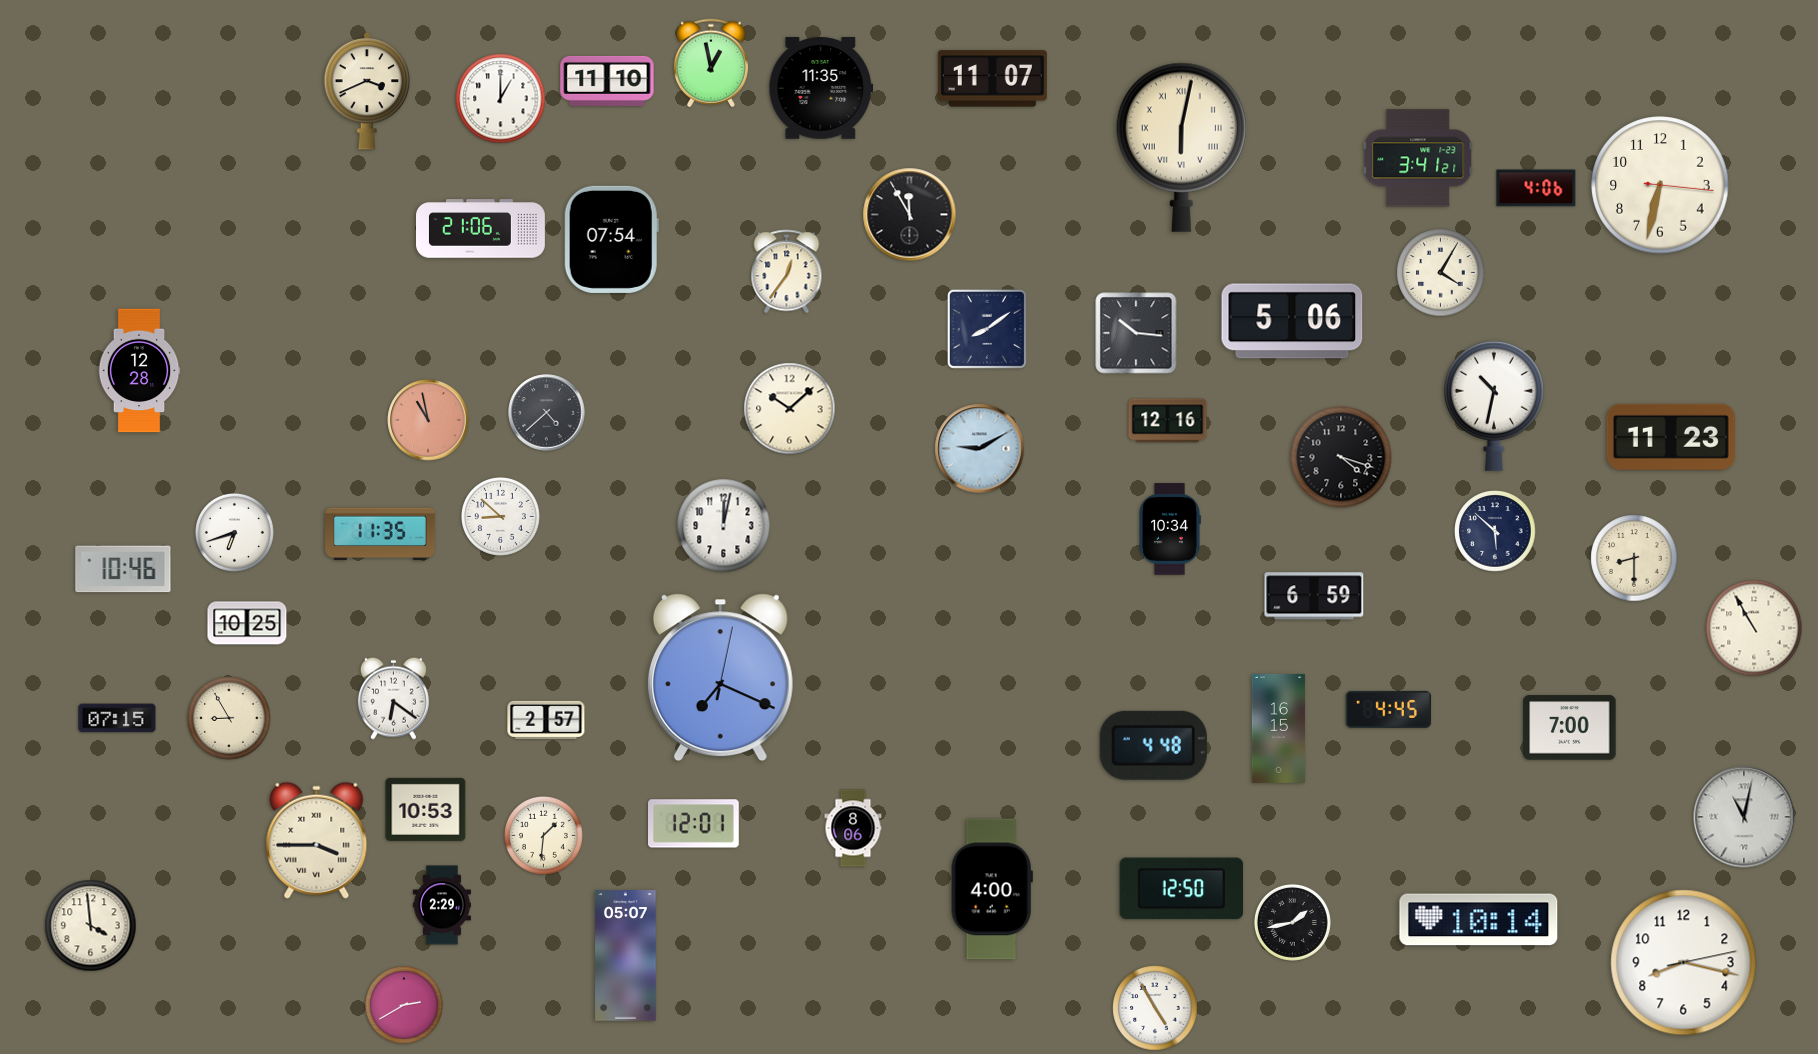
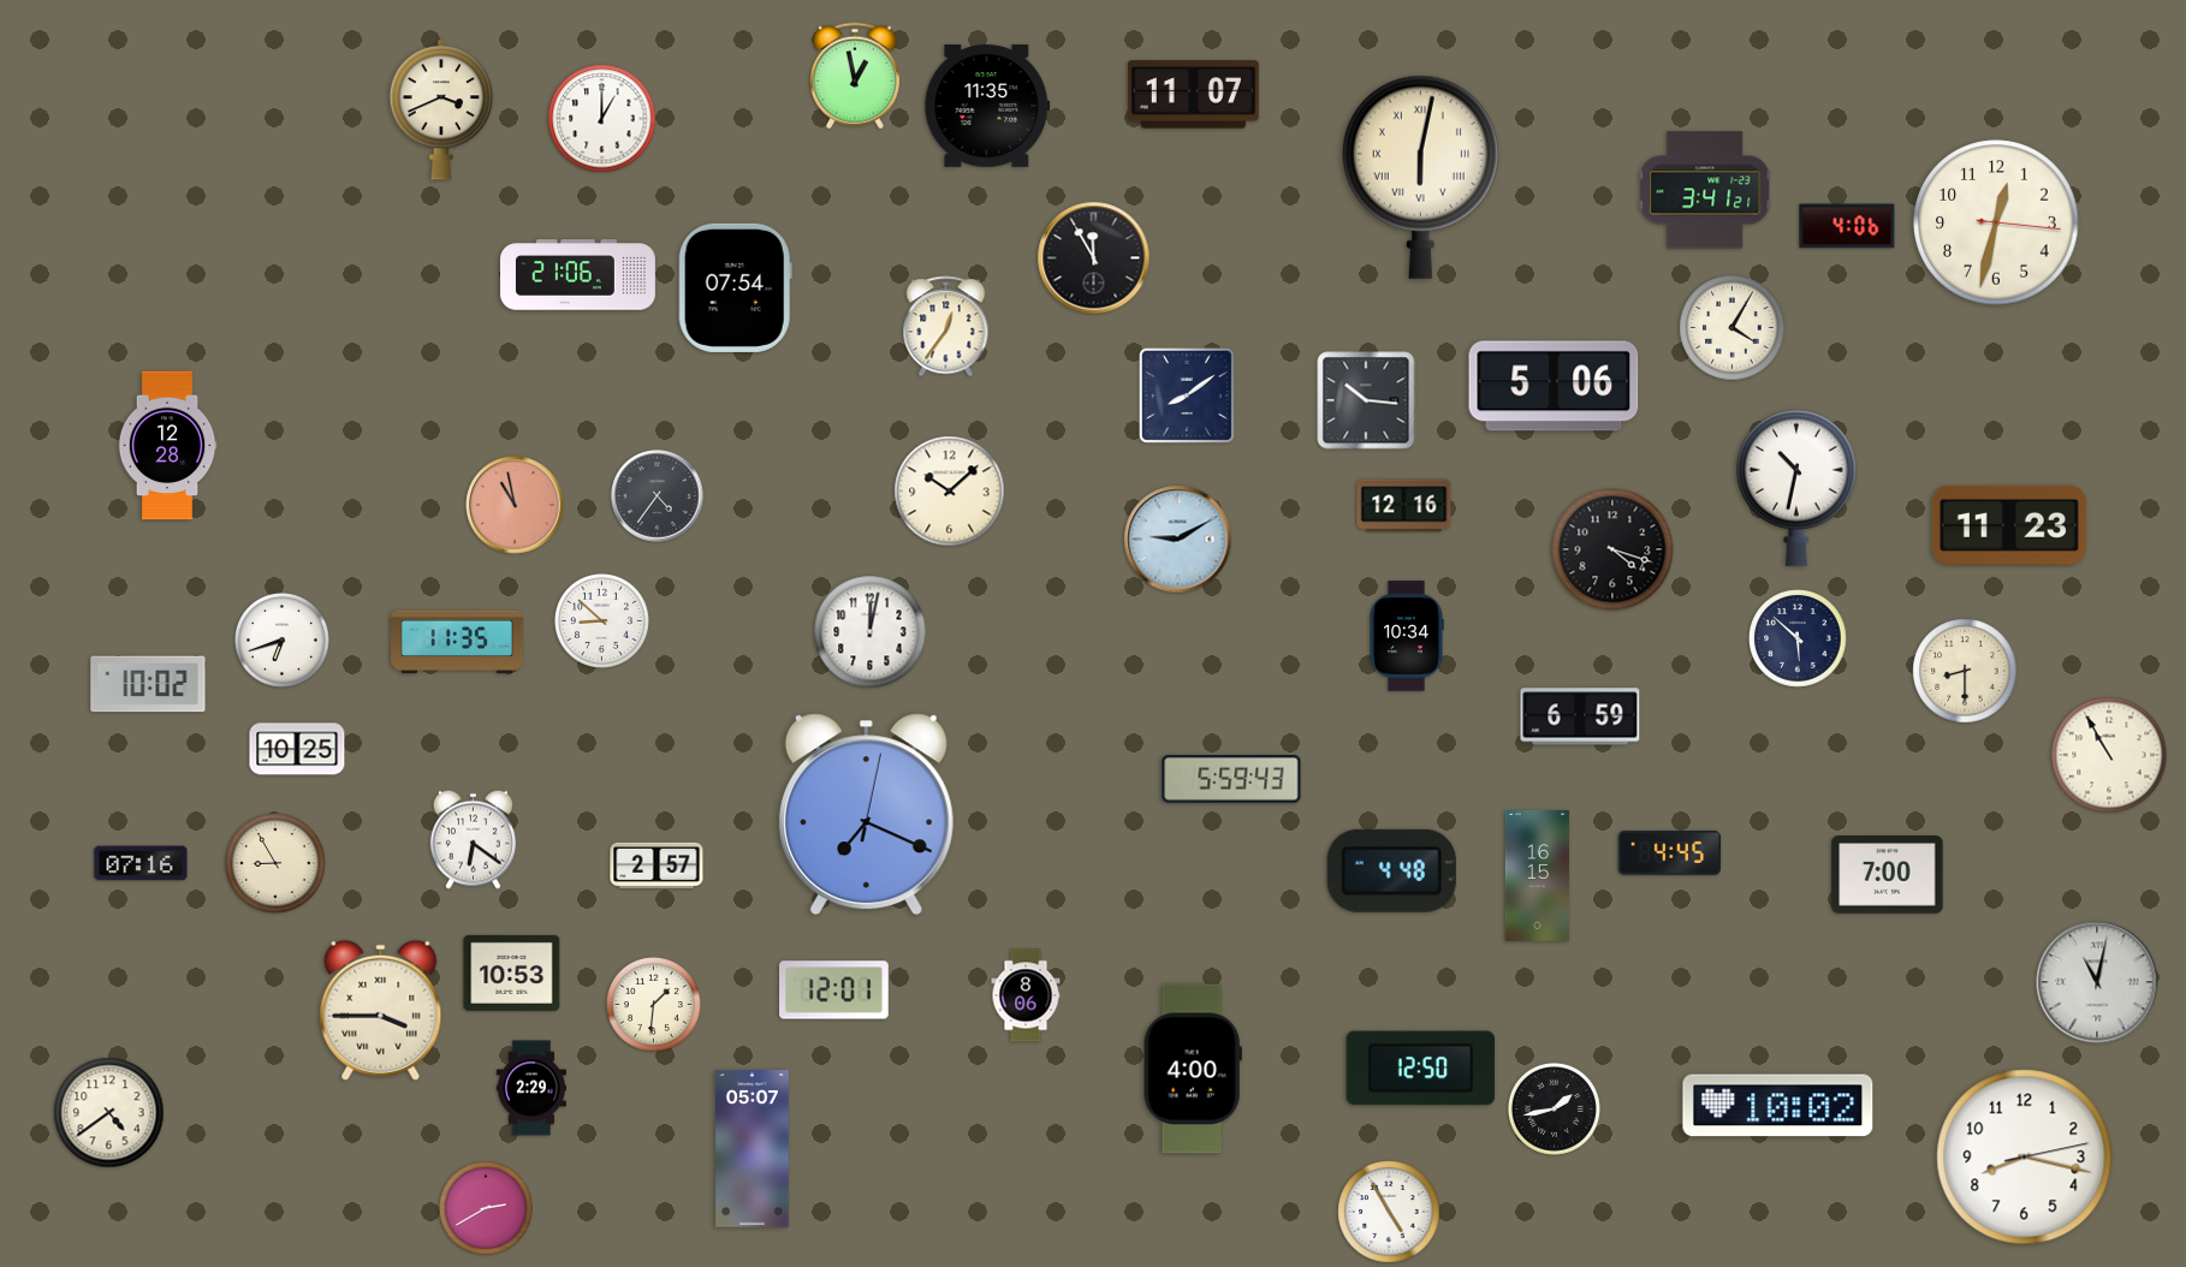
clock at (607, 81): 11:10 -> none
clock at (1660, 185): 6:32 -> 12:32
clock at (547, 413): 4:38 -> 4:36
clock at (123, 569): 10:46 -> 10:02
clock at (1231, 779): none -> 5:59
clock at (117, 718): 07:15 -> 07:16
clock at (1153, 745) position: (1153, 745) -> (1391, 870)
clock at (1479, 920): 10:14 -> 10:02
clock at (91, 926): 3:59 -> 4:39
